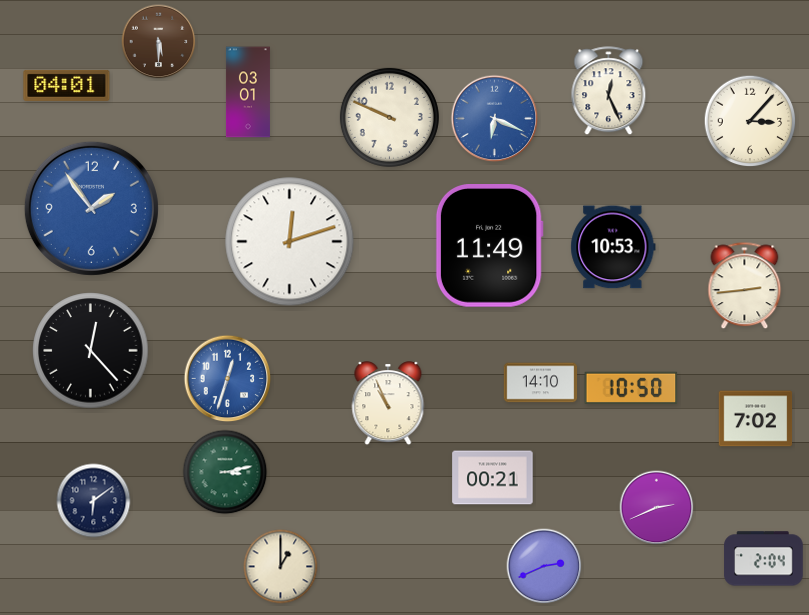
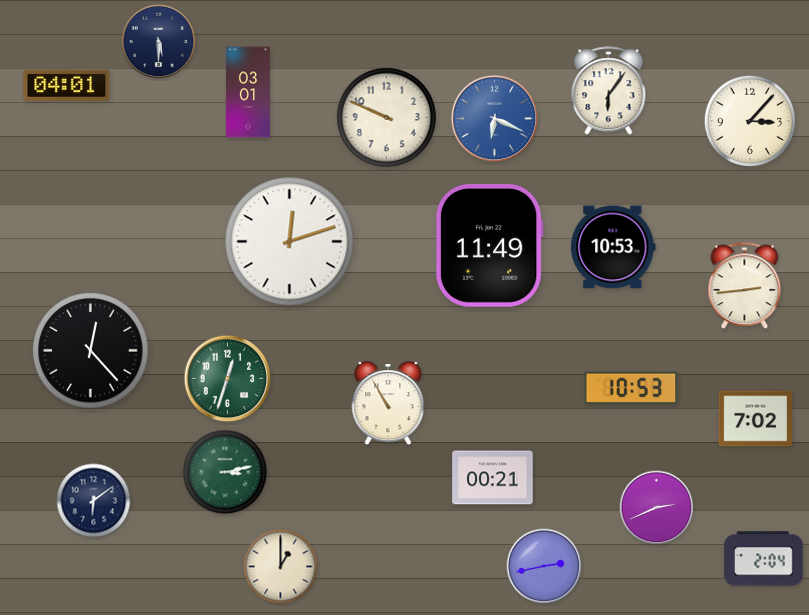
clock at (159, 42) dial: brown -> navy
clock at (609, 91): 12:26 -> 6:06
clock at (389, 117) position: (389, 117) -> (386, 117)
clock at (91, 208): 1:54 -> none
clock at (228, 379) dial: blue -> green
clock at (541, 383): 14:10 -> none
clock at (631, 388): 10:50 -> 10:53
clock at (388, 404): 10:56 -> 10:55
clock at (544, 566): 2:41 -> 2:43
